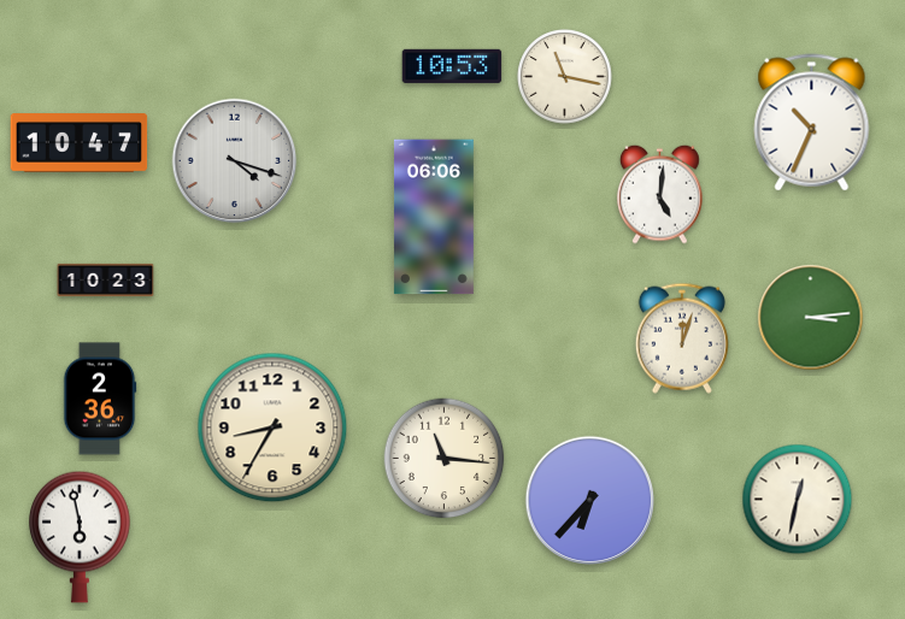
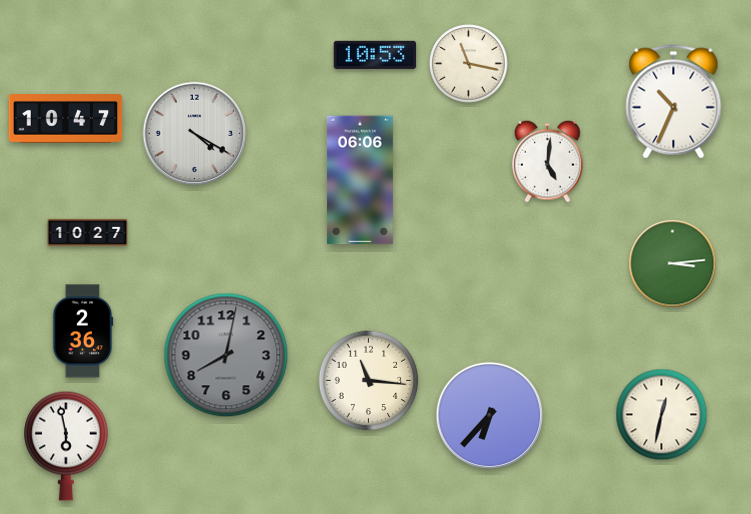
clock at (235, 161): 4:18 -> 4:20
clock at (106, 279): 10:23 -> 10:27
clock at (682, 338): 12:03 -> none
clock at (272, 428): 8:35 -> 8:02
clock at (272, 428) dial: cream -> grey
